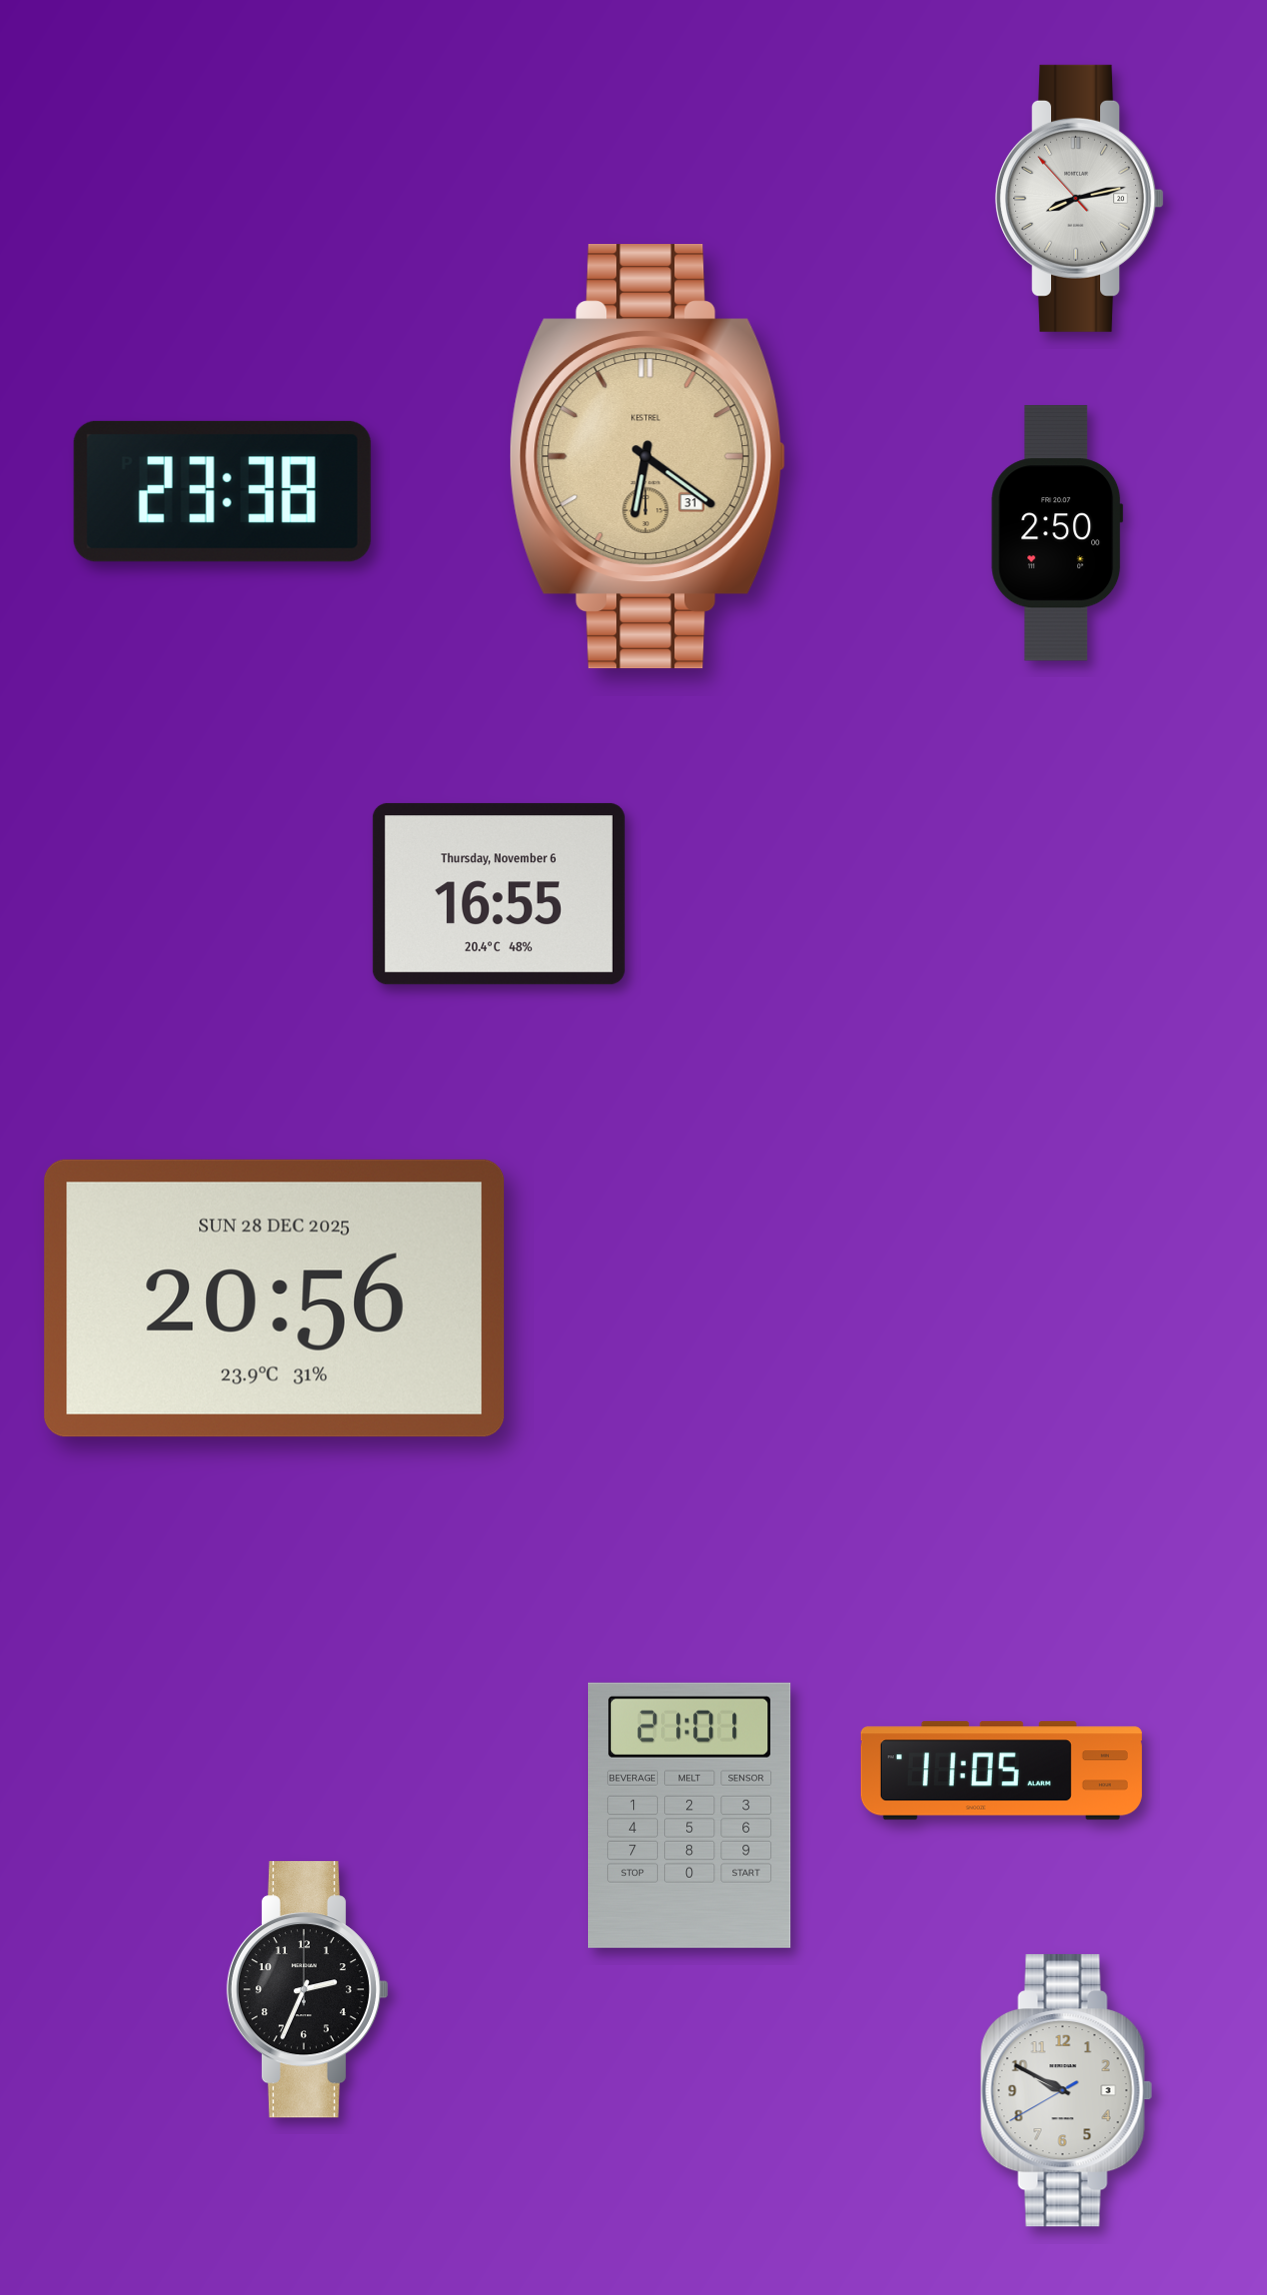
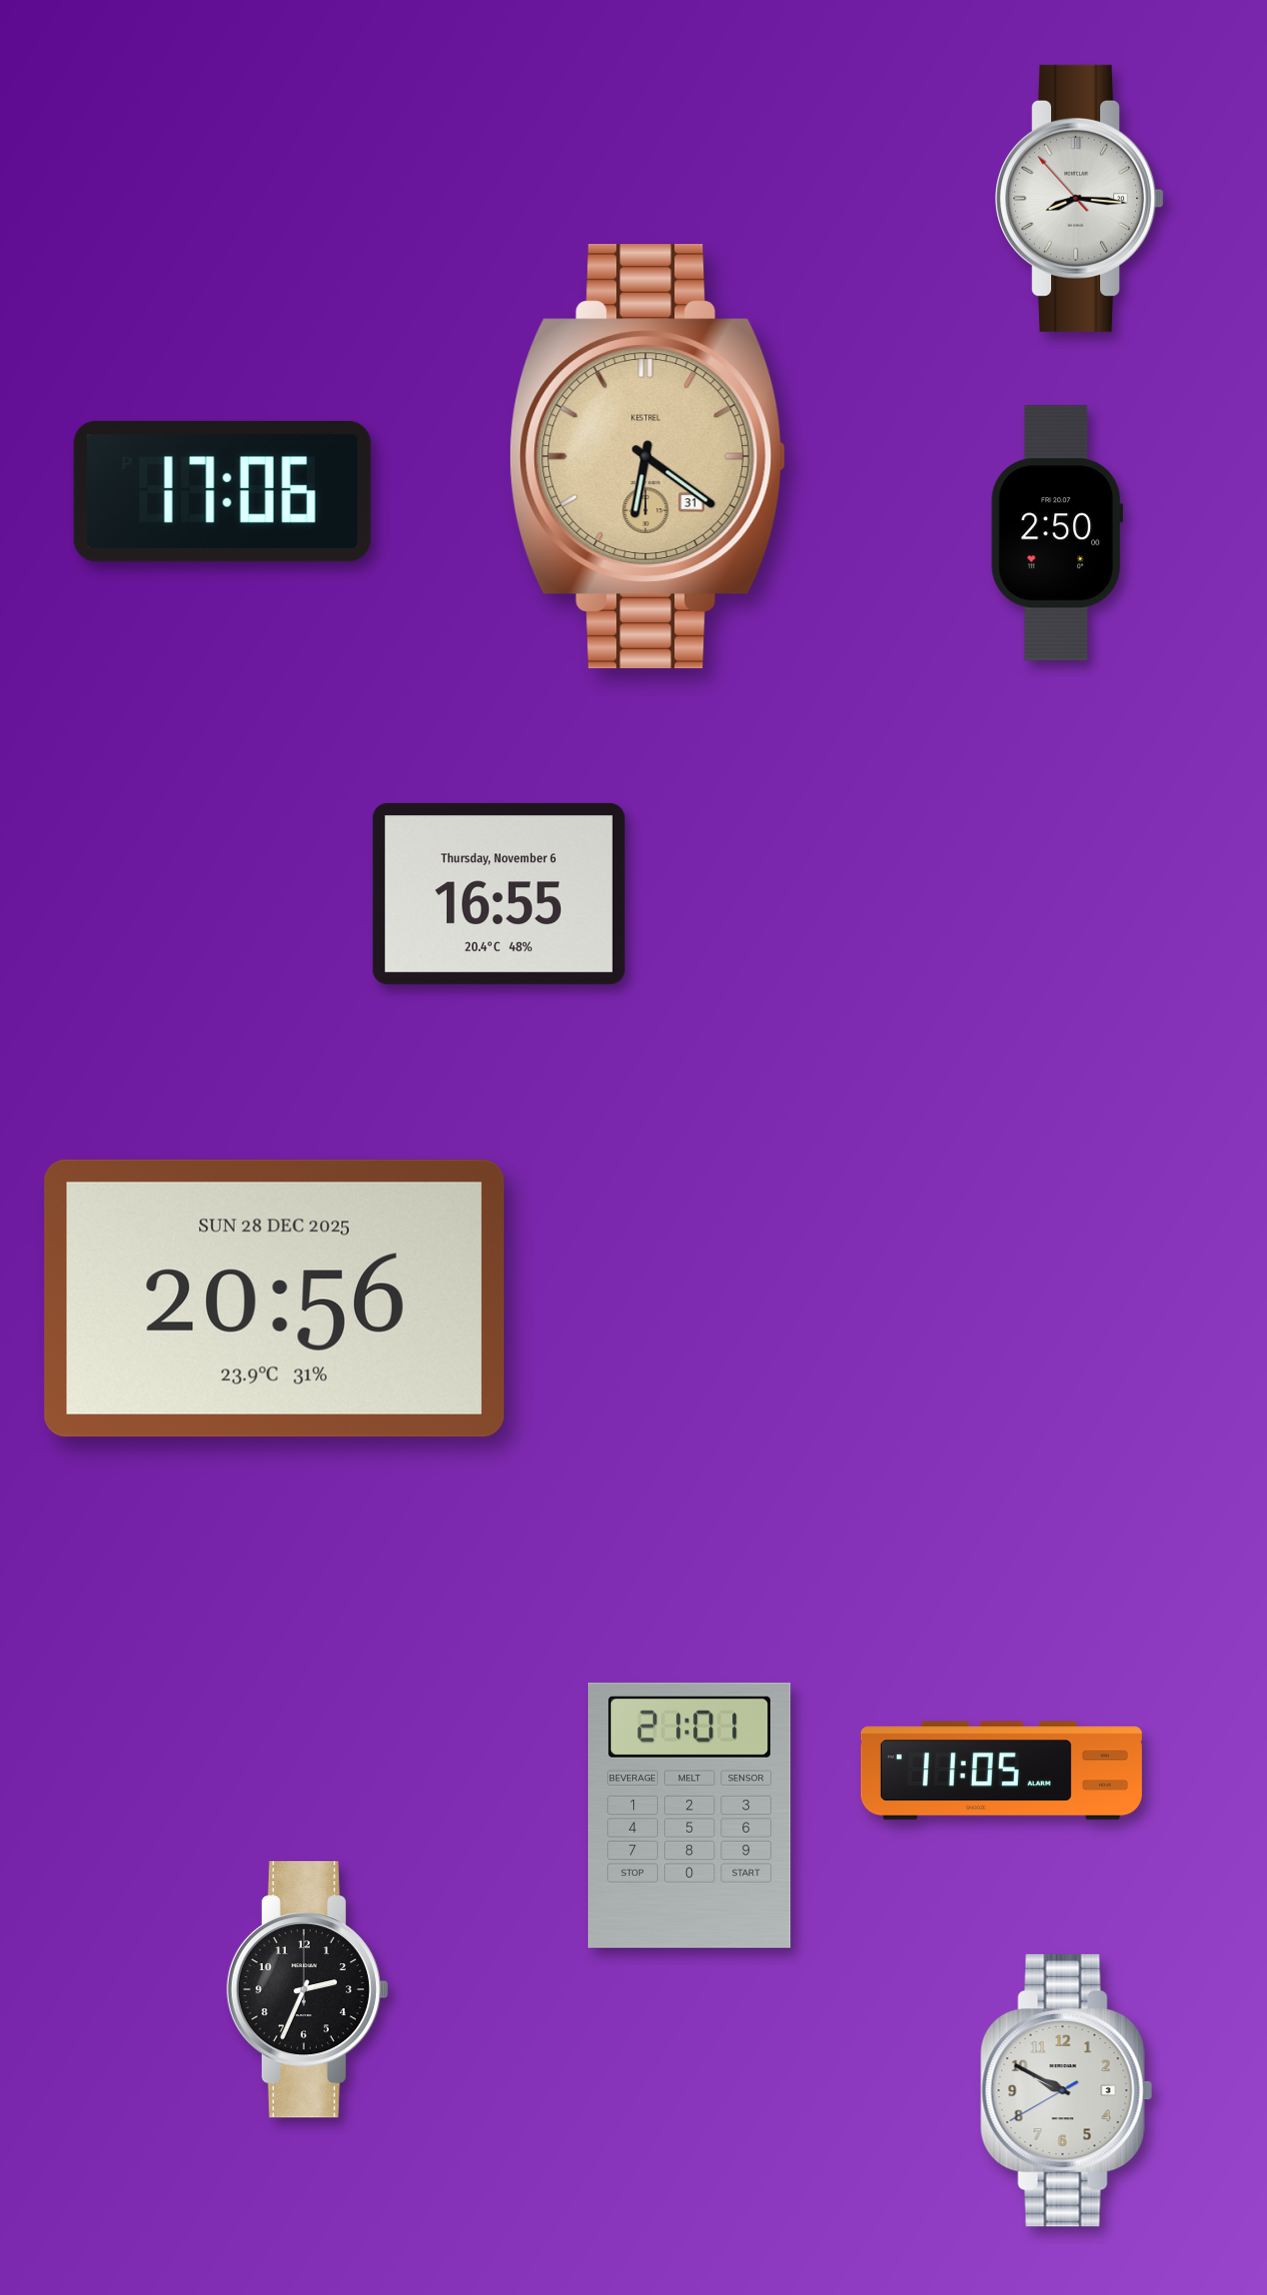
clock at (1080, 198): 8:12 -> 8:15
clock at (222, 491): 23:38 -> 17:06
